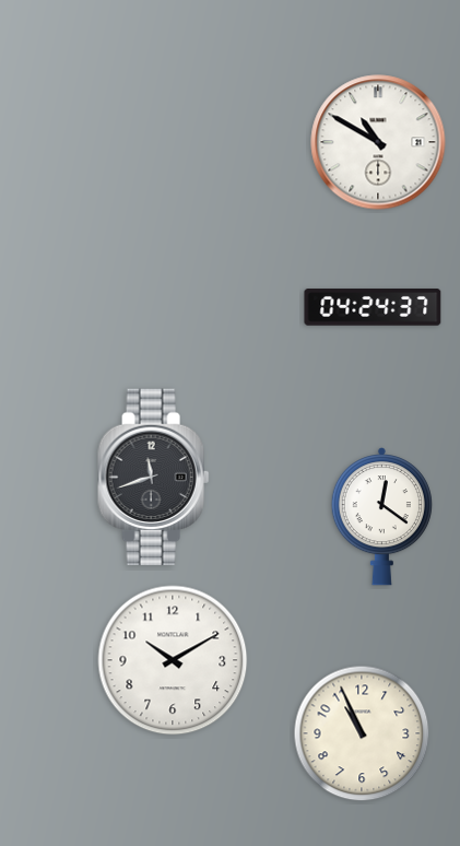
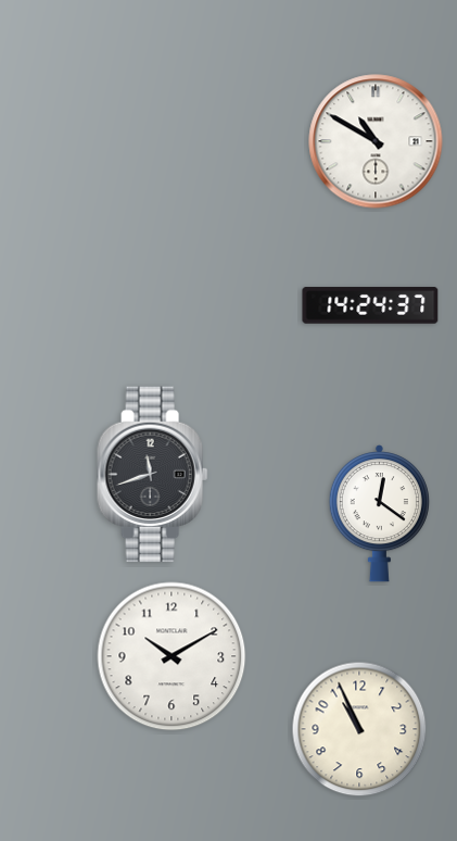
clock at (373, 307): 04:24 -> 14:24
